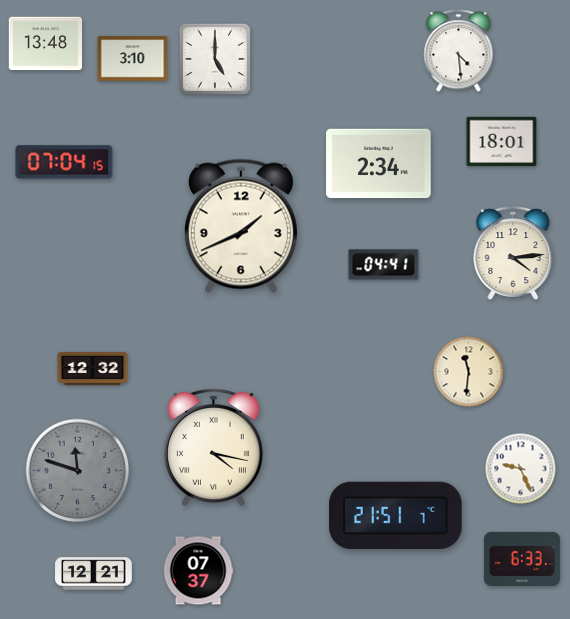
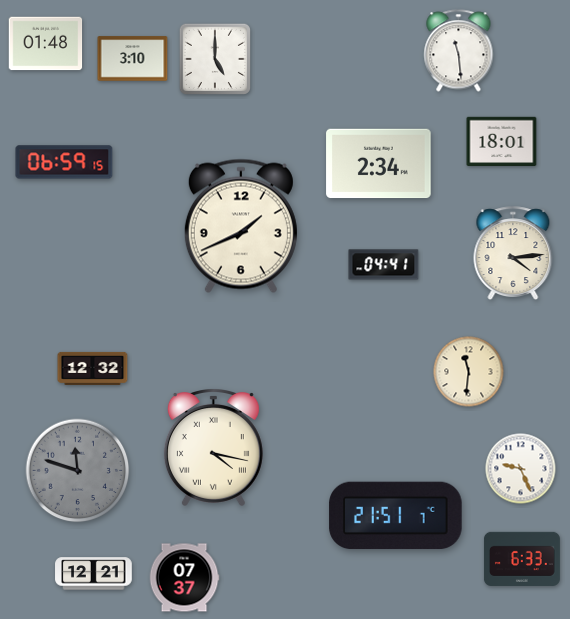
clock at (46, 44): 13:48 -> 01:48
clock at (459, 51): 4:29 -> 11:29
clock at (64, 162): 07:04 -> 06:59
clock at (198, 571) position: (198, 571) -> (184, 578)
